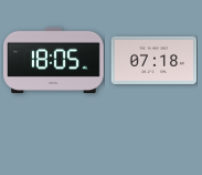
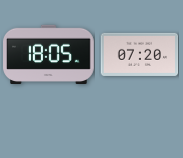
clock at (153, 60): 07:18 -> 07:20
